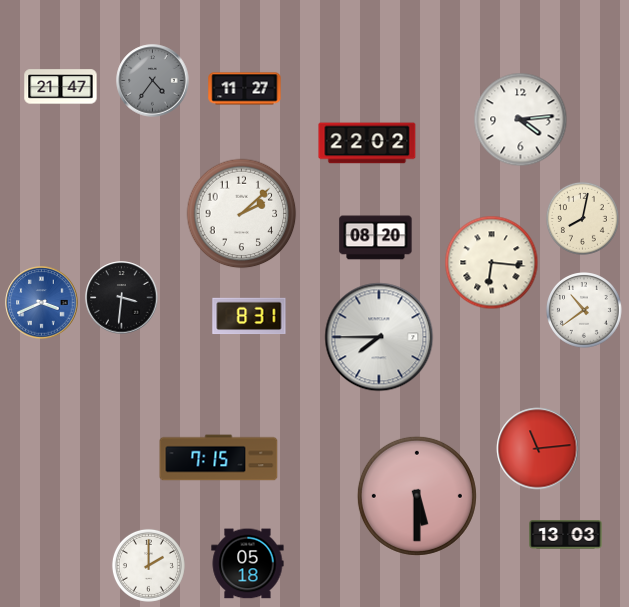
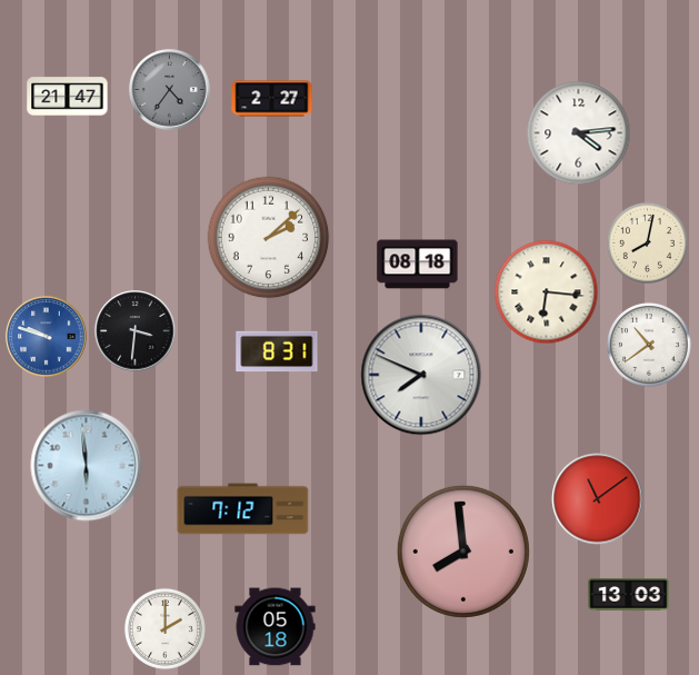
clock at (245, 89): 11:27 -> 2:27
clock at (367, 143): 22:02 -> none
clock at (376, 238): 08:20 -> 08:18
clock at (42, 303): 3:41 -> 9:48
clock at (379, 337): 7:45 -> 7:49
clock at (87, 466): none -> 5:59
clock at (538, 449): 11:14 -> 11:09
clock at (219, 458): 7:15 -> 7:12
clock at (417, 496): 5:30 -> 7:59
